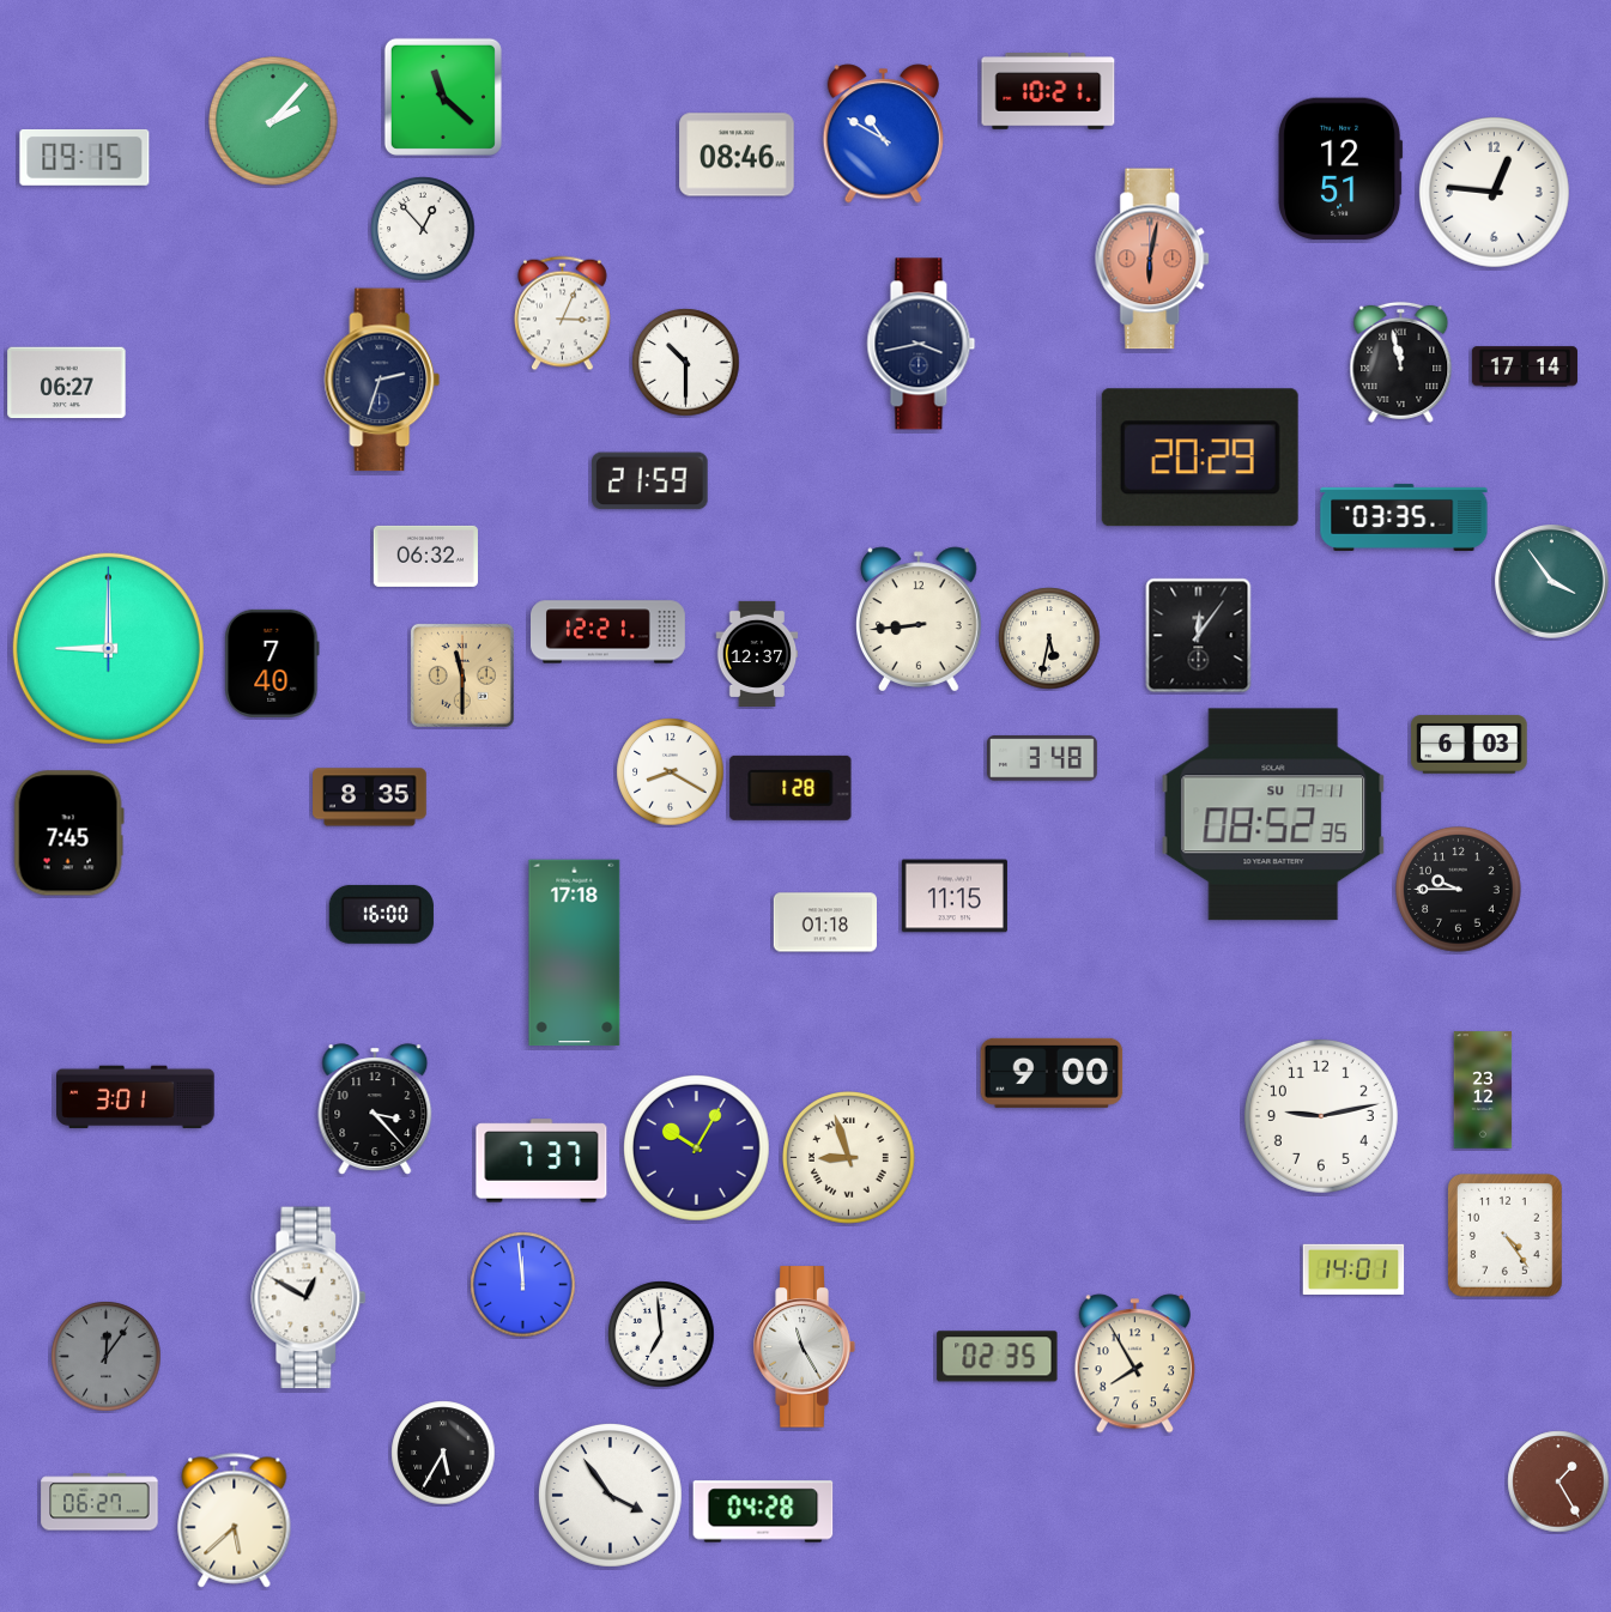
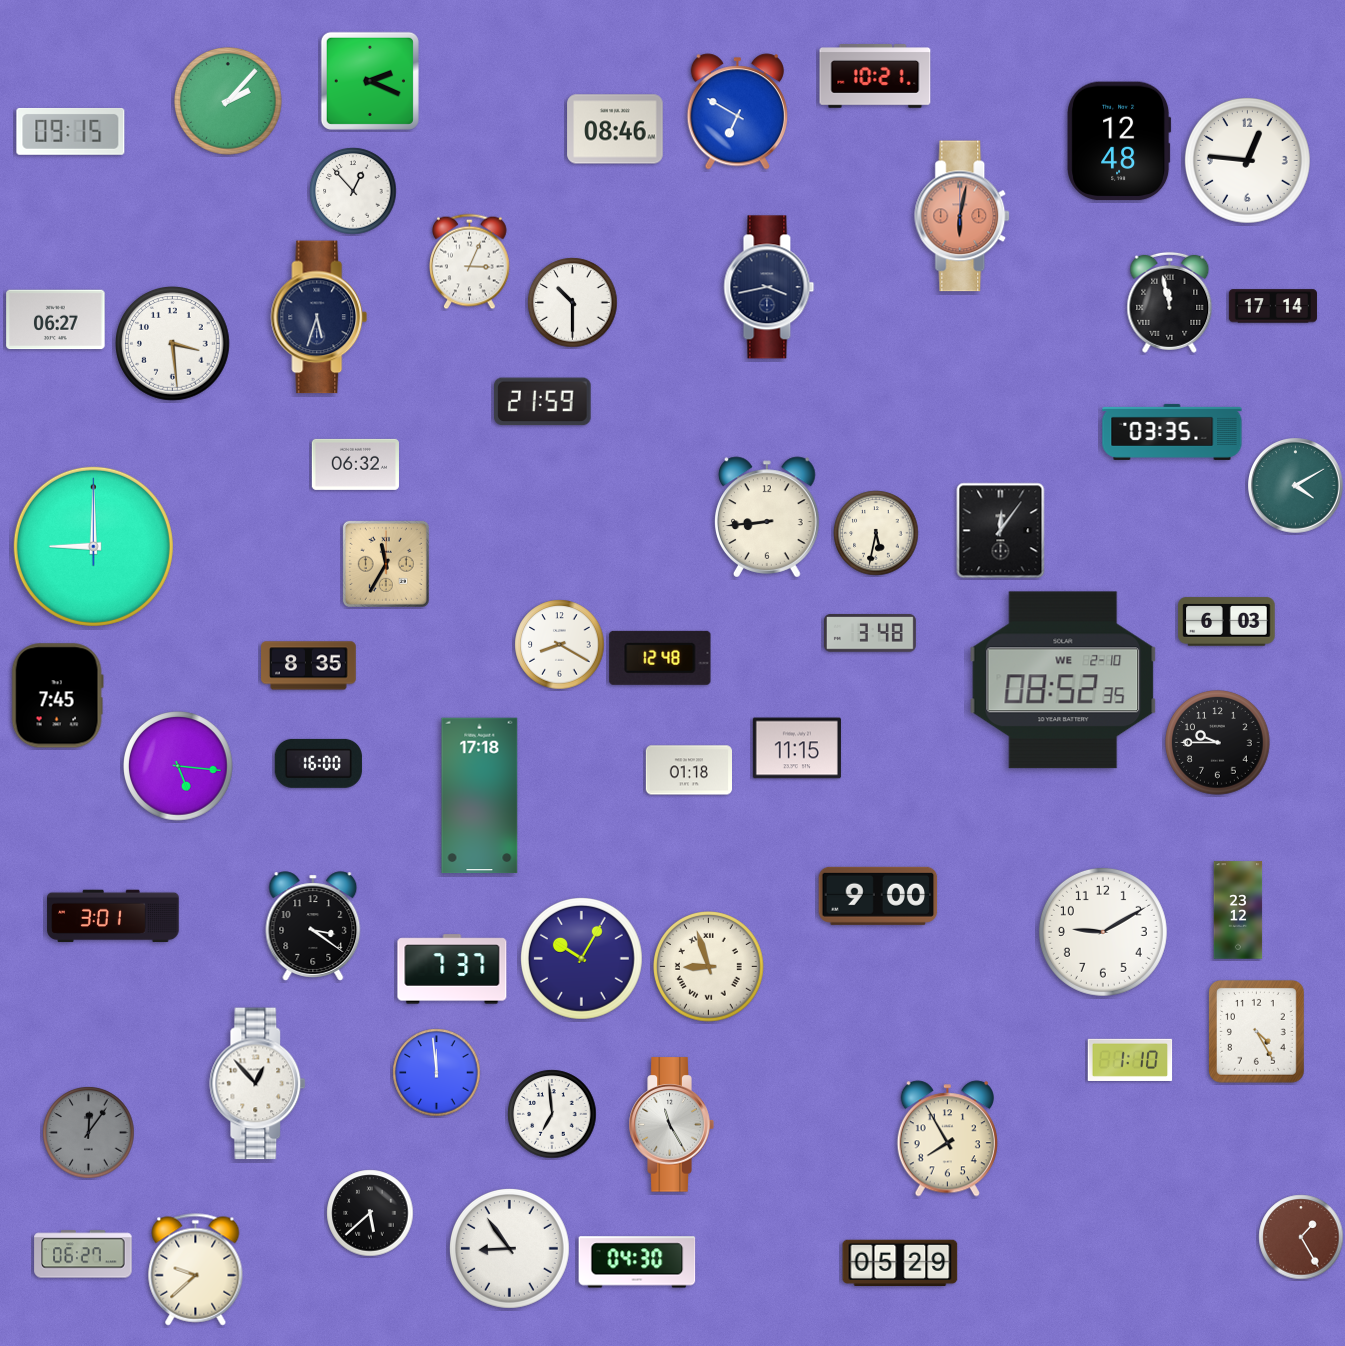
clock at (443, 97): 11:22 -> 2:19
clock at (883, 134): 10:50 -> 6:50
clock at (1340, 169): 12:51 -> 12:48
clock at (382, 380): 2:33 -> 5:33
clock at (173, 344): none -> 3:29
clock at (1200, 457): 20:29 -> none
clock at (1552, 582): 3:54 -> 4:10
clock at (608, 632): 12:21 -> none
clock at (108, 648) position: (108, 648) -> (93, 546)
clock at (757, 654): 12:37 -> none
clock at (272, 663): 7:40 -> none
clock at (462, 675): 11:30 -> 11:35
clock at (791, 788): 1:28 -> 12:48
clock at (1273, 814) date: SU 17-11 -> WE 2-10
clock at (178, 766): none -> 5:16
clock at (375, 1109): 3:23 -> 3:21
clock at (1321, 1116): 9:13 -> 9:10
clock at (1506, 1236): 4:24 -> 4:25
clock at (1353, 1268): 14:01 -> 1:10
clock at (309, 1298): 12:50 -> 12:53
clock at (998, 1357): 02:35 -> none
clock at (443, 1453): 5:35 -> 5:38
clock at (610, 1495): 3:54 -> 8:54
clock at (763, 1511): 04:28 -> 04:30
clock at (900, 1262): none -> 05:29
clock at (235, 1521): 5:38 -> 9:38
